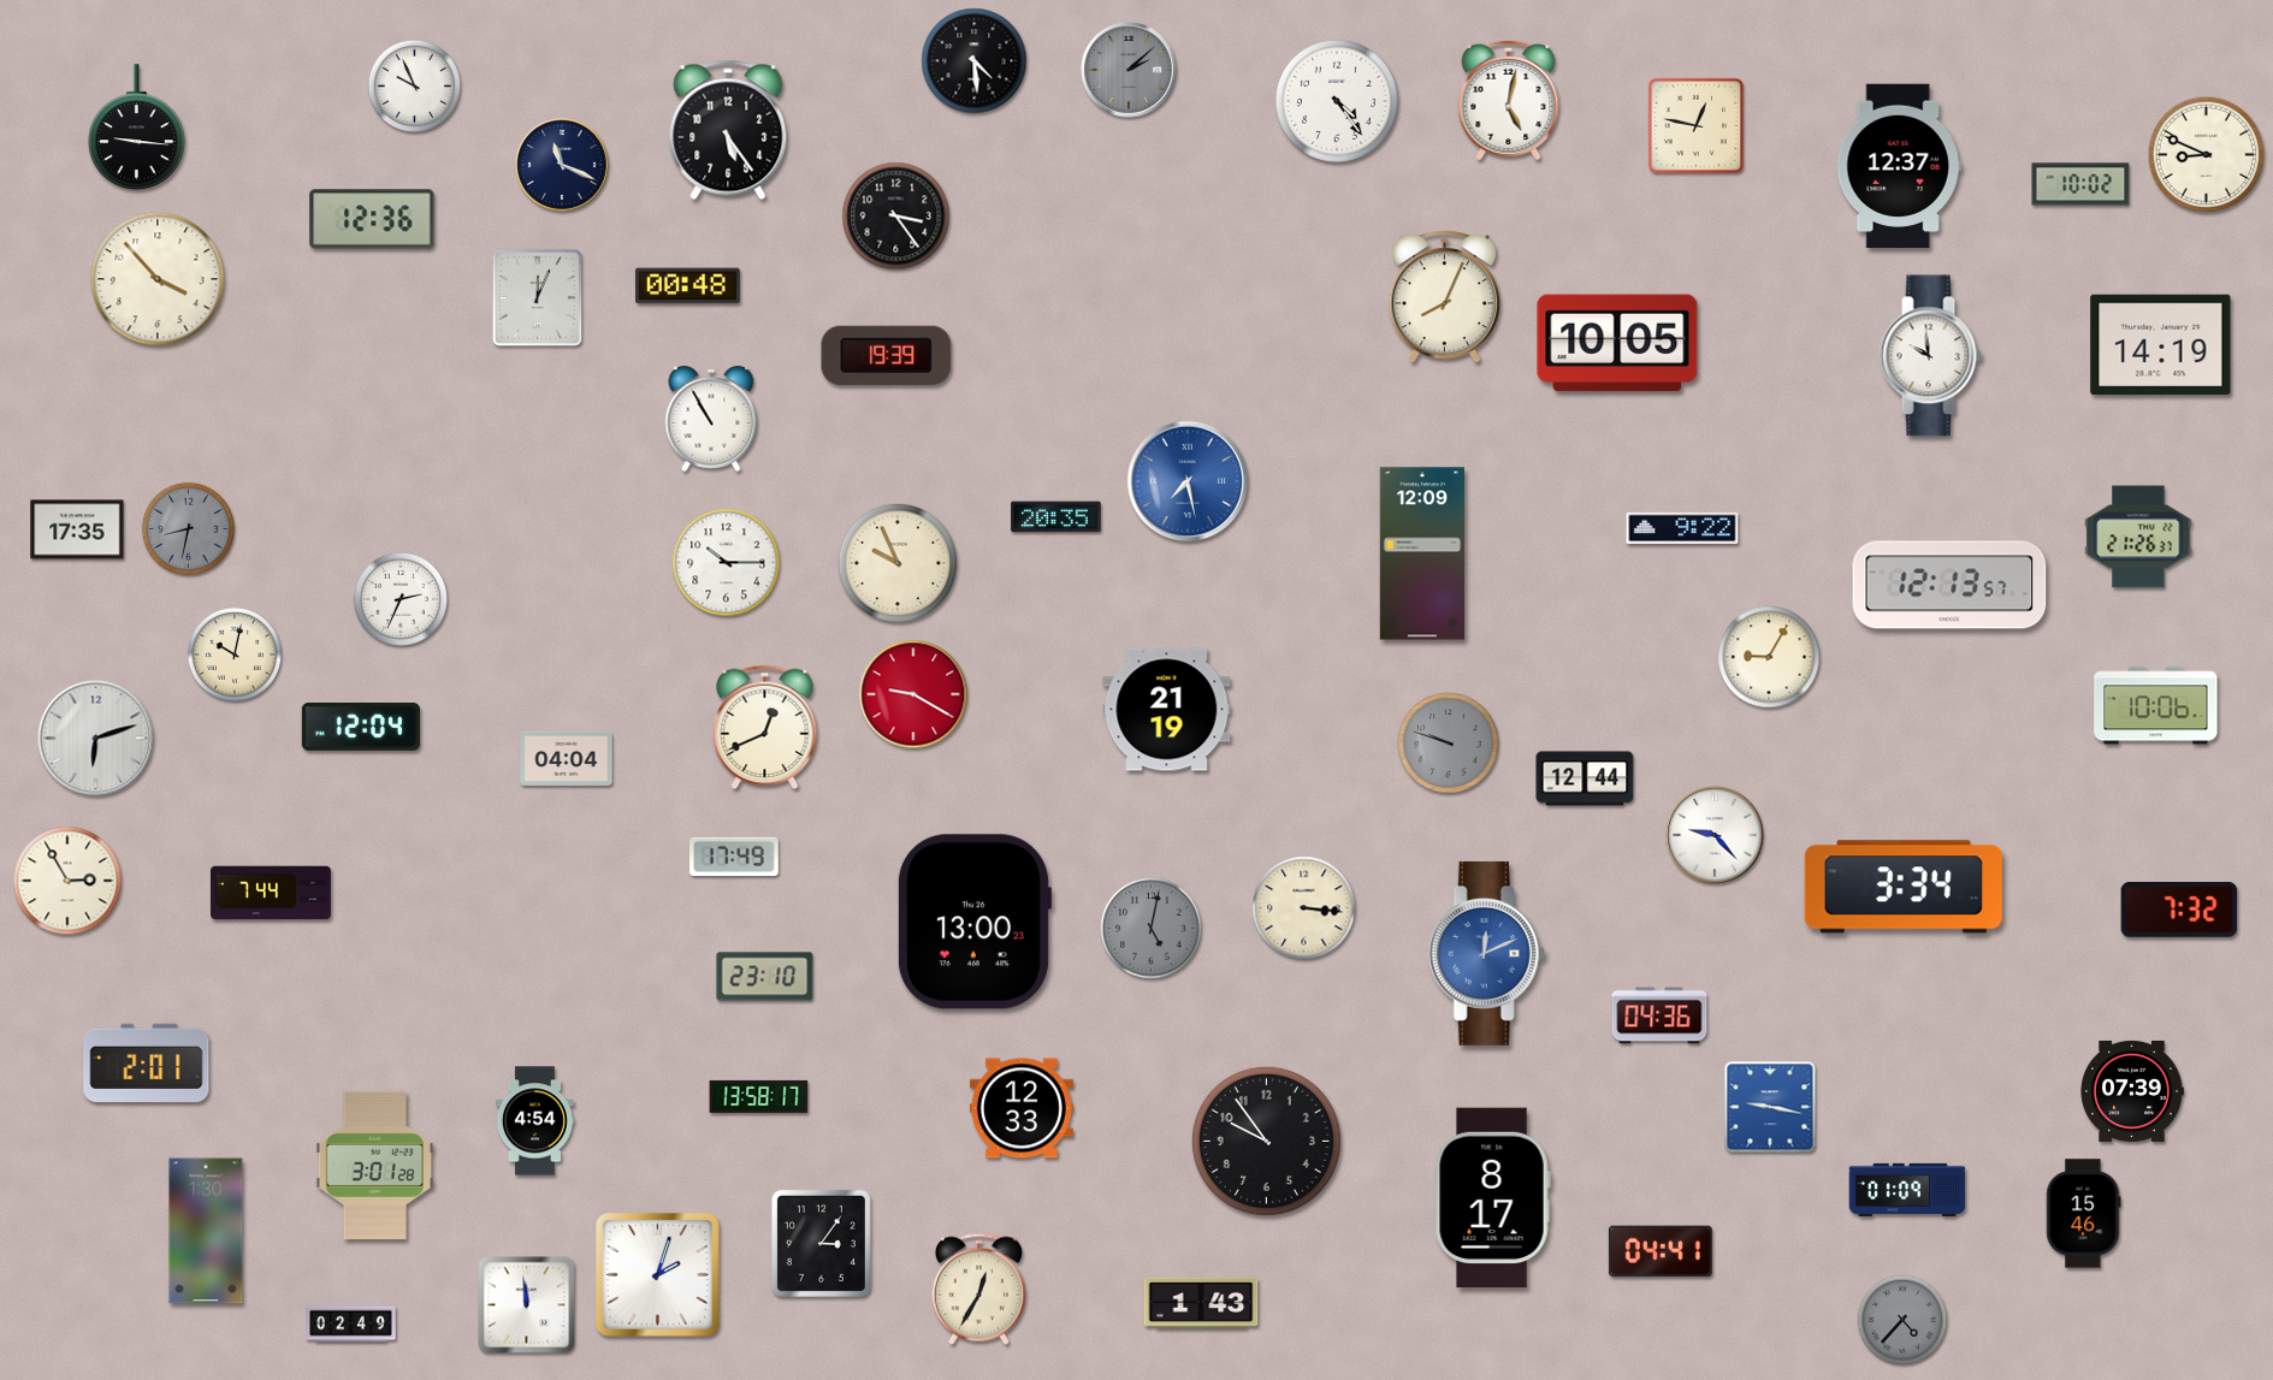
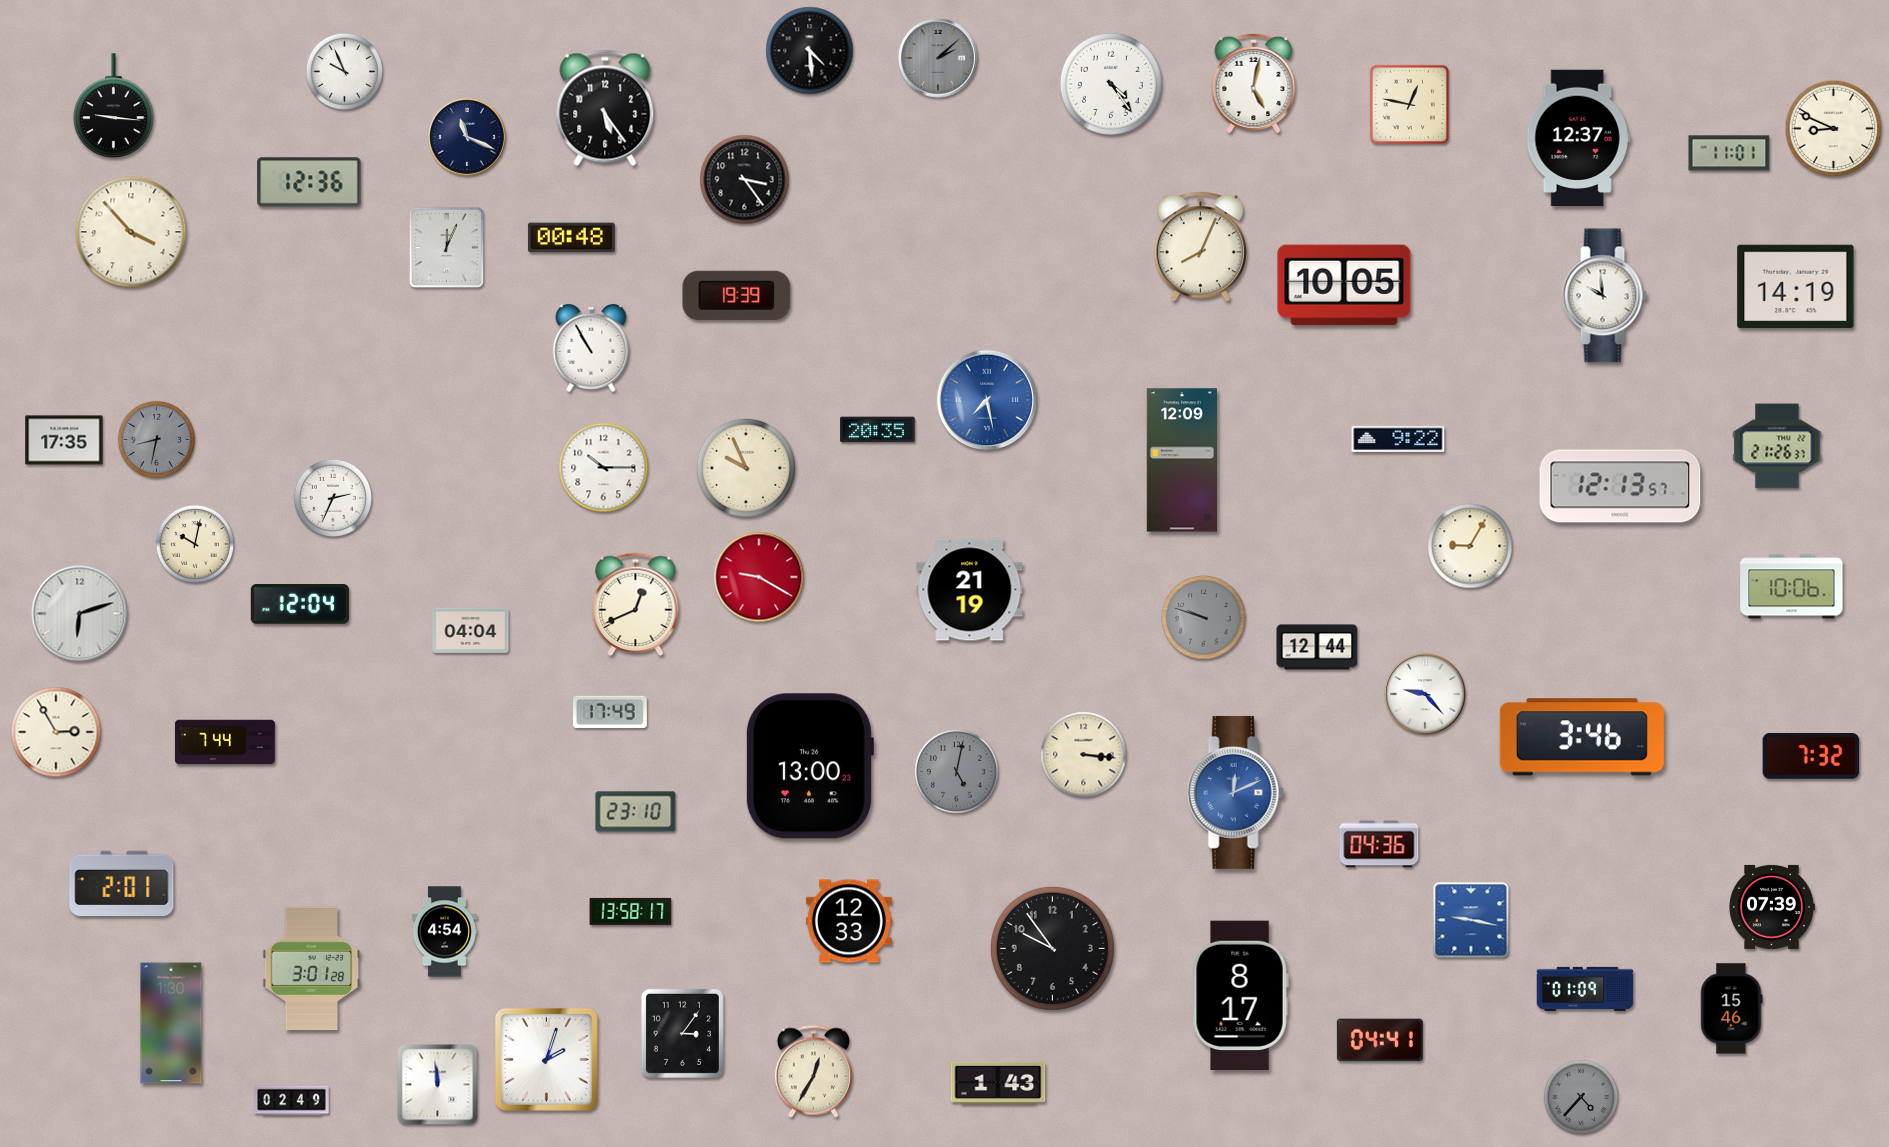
clock at (2080, 184): 10:02 -> 11:01
clock at (1904, 887): 3:34 -> 3:46
